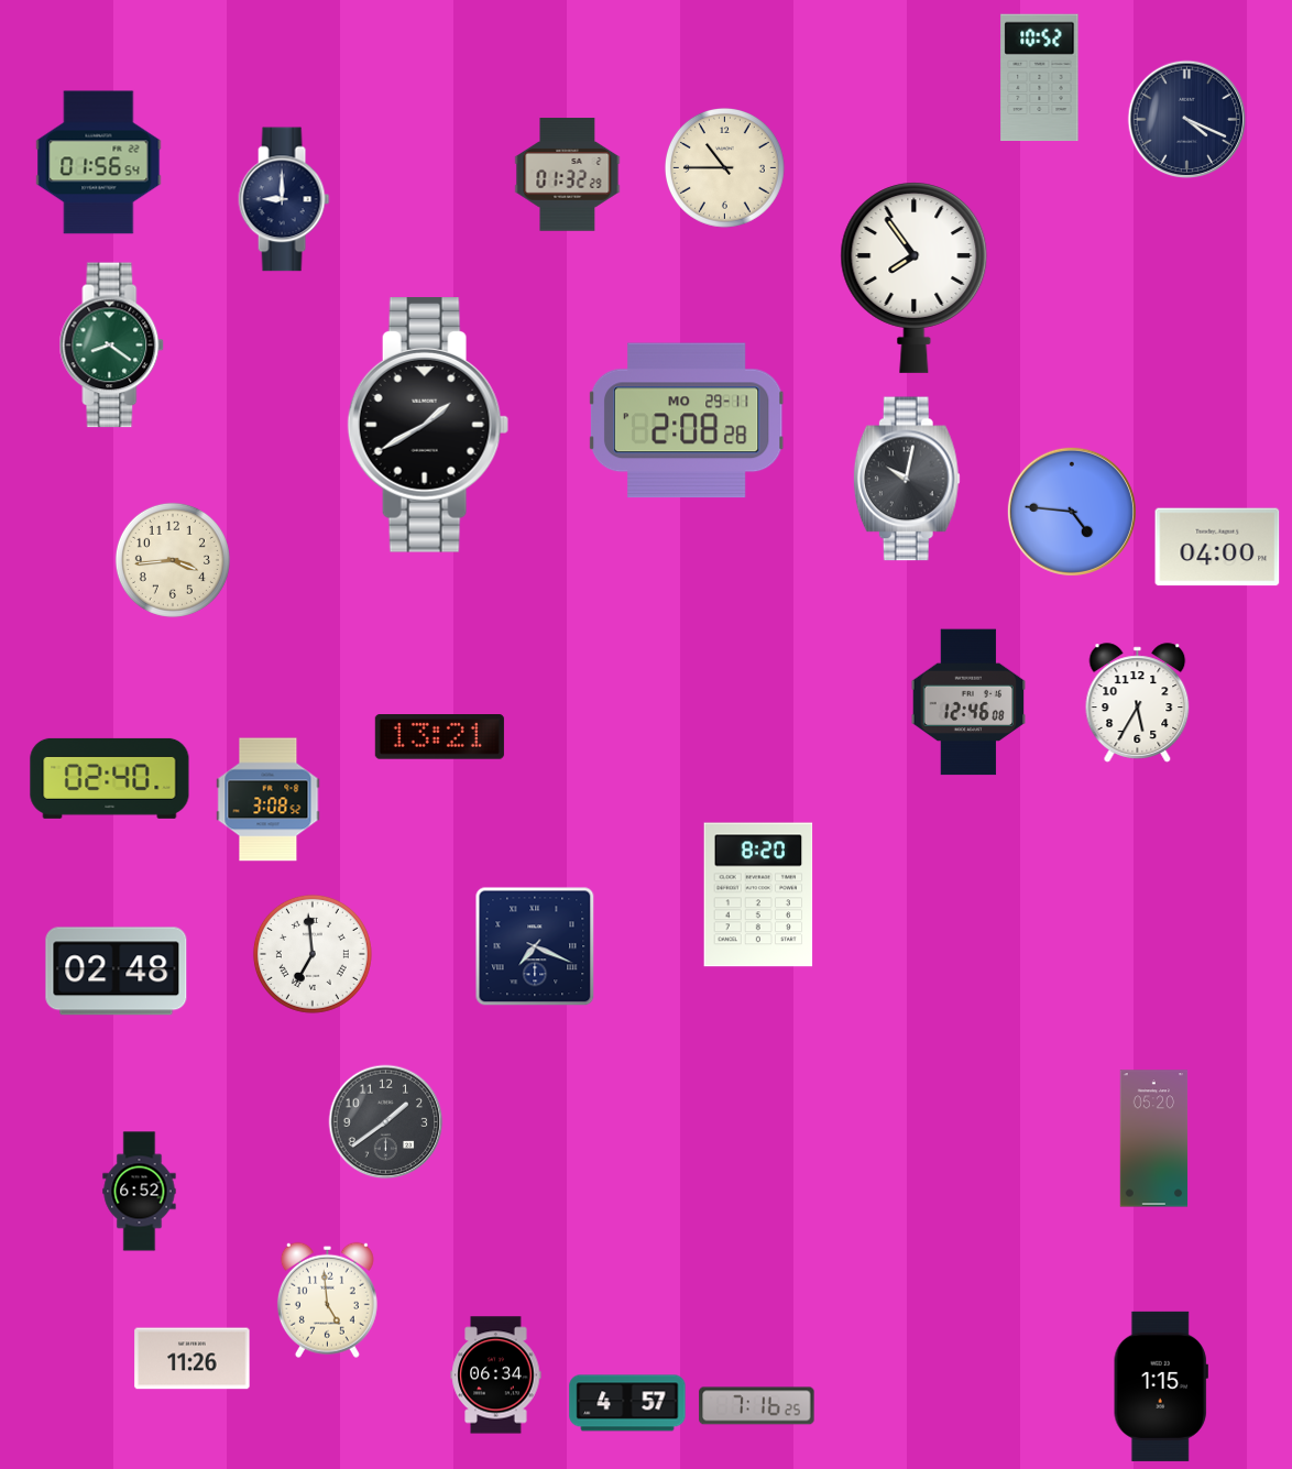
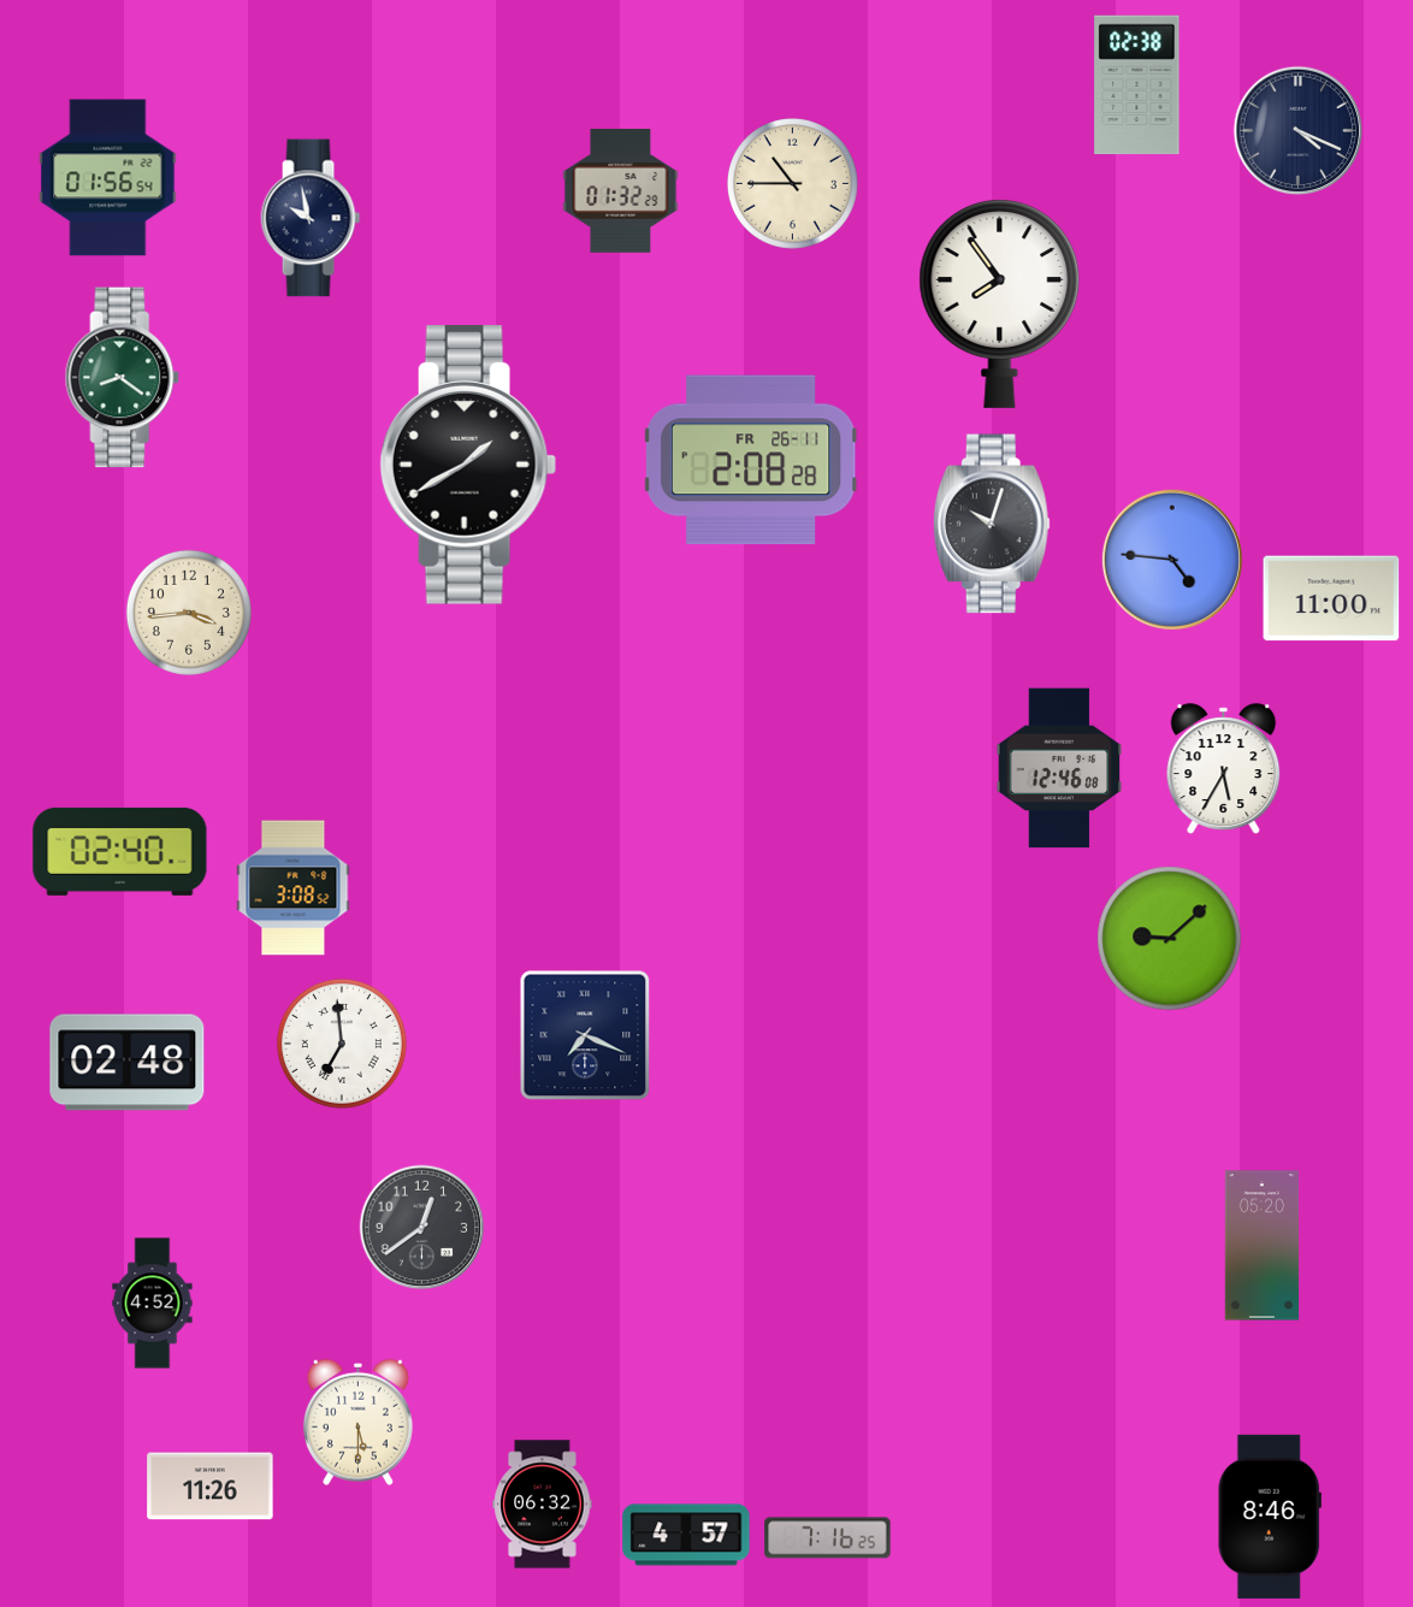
clock at (1040, 78): 10:52 -> 02:38
clock at (284, 199): 9:00 -> 9:58
clock at (687, 420) date: MO 29-11 -> FR 26-11
clock at (907, 479): 10:02 -> 10:03
clock at (1217, 547): 04:00 -> 11:00
clock at (1138, 703) position: (1138, 703) -> (1224, 769)
clock at (439, 737): 13:21 -> none
clock at (269, 800) position: (269, 800) -> (294, 888)
clock at (1170, 939): none -> 9:08
clock at (758, 895): 8:20 -> none
clock at (386, 1122): 1:39 -> 12:39
clock at (140, 1192): 6:52 -> 4:52
clock at (327, 1300): 4:59 -> 5:30
clock at (496, 1375): 06:34 -> 06:32
clock at (1161, 1386): 1:15 -> 8:46
